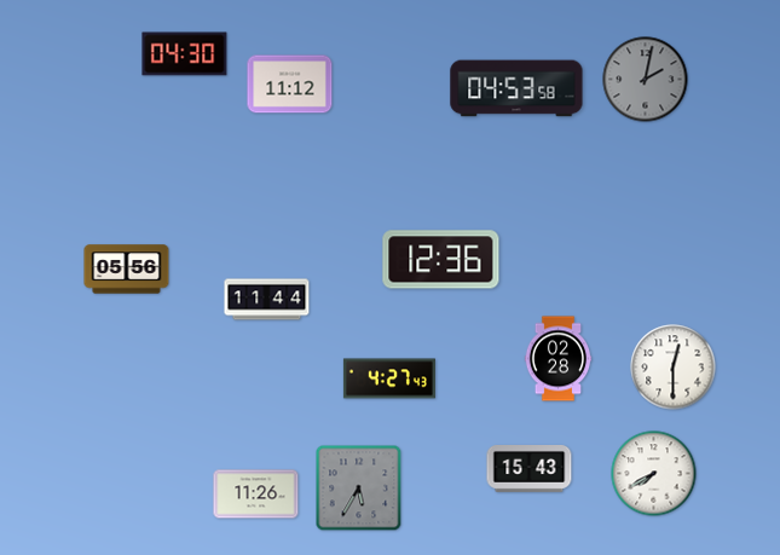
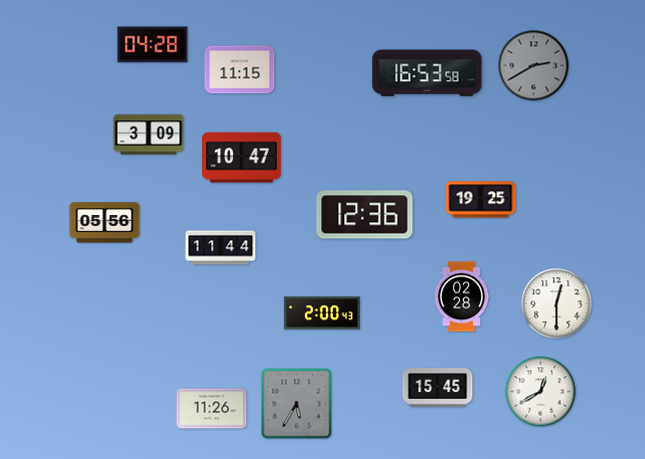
clock at (185, 54): 04:30 -> 04:28
clock at (646, 80): 2:02 -> 2:40
clock at (290, 85): 11:12 -> 11:15
clock at (516, 88): 04:53 -> 16:53
clock at (149, 135): none -> 3:09
clock at (242, 158): none -> 10:47
clock at (481, 200): none -> 19:25
clock at (389, 378): 4:27 -> 2:00
clock at (530, 469): 15:43 -> 15:45
clock at (654, 474): 7:40 -> 12:40
